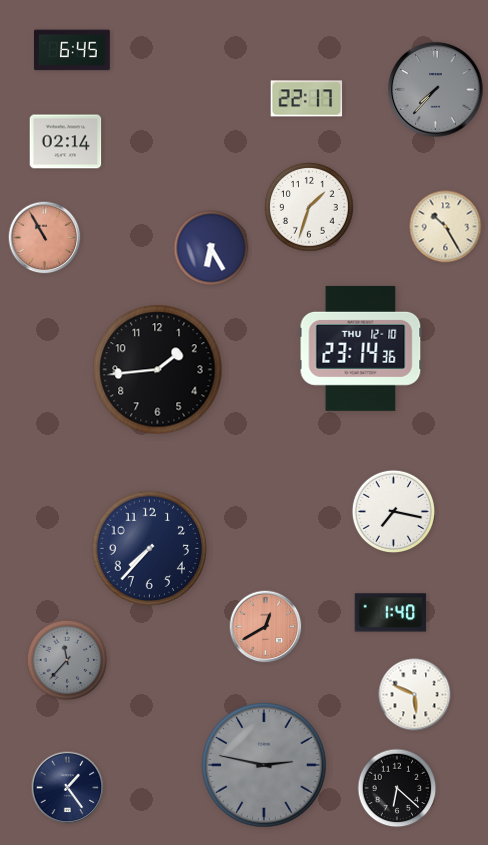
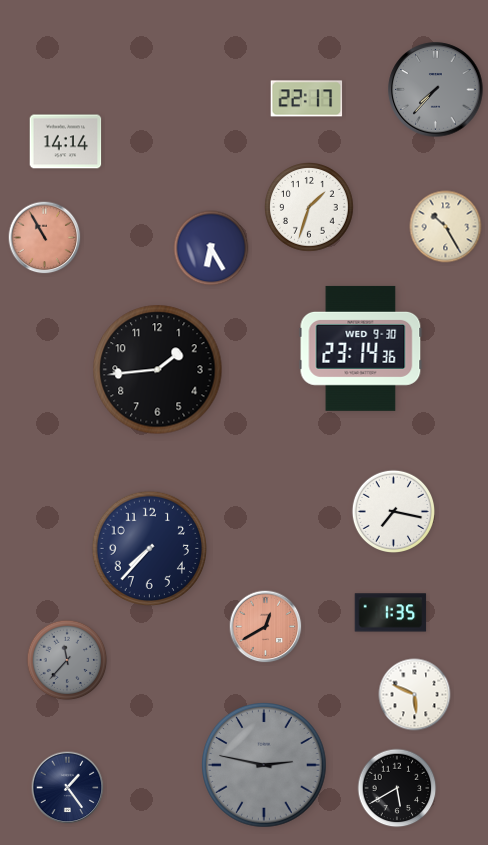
clock at (73, 50): 6:45 -> none
clock at (66, 142): 02:14 -> 14:14
clock at (361, 348) date: THU 12-10 -> WED 9-30
clock at (391, 613): 1:40 -> 1:35
clock at (397, 788): 6:22 -> 5:40
